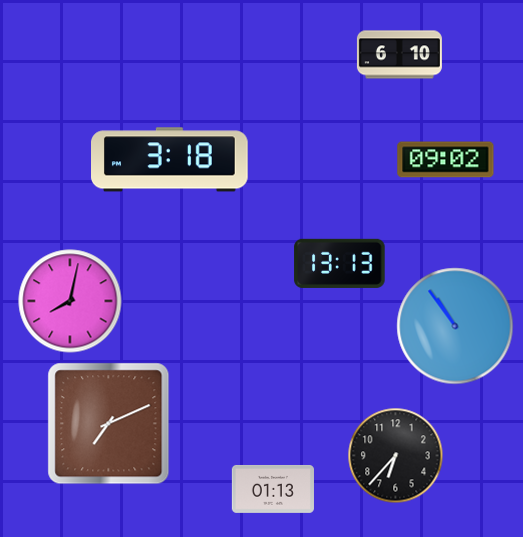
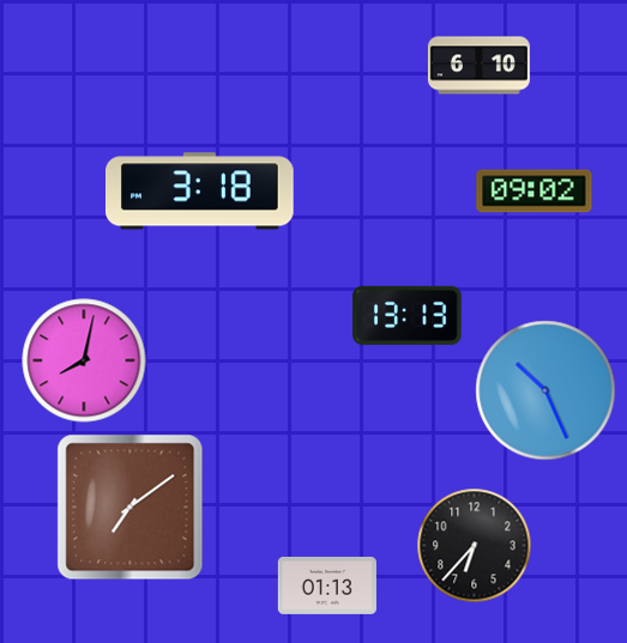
clock at (170, 160) position: (170, 160) -> (200, 192)
clock at (455, 326): 10:54 -> 10:26
clock at (109, 424): 7:11 -> 7:09
